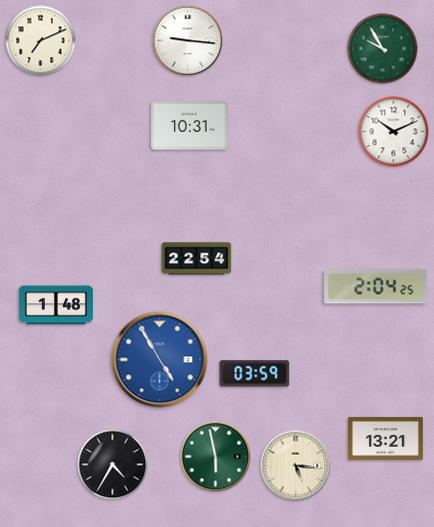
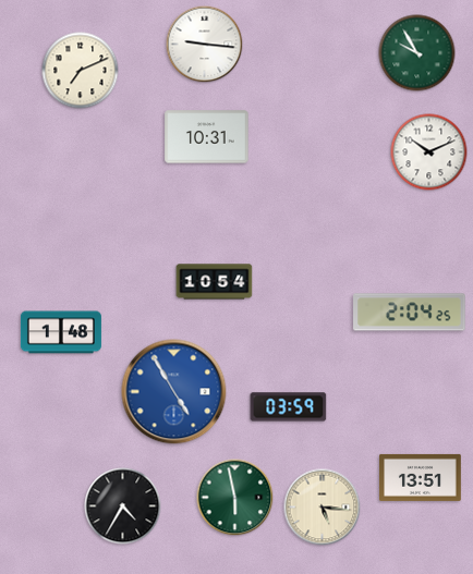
clock at (41, 41) position: (41, 41) -> (81, 71)
clock at (394, 132) position: (394, 132) -> (429, 152)
clock at (197, 259): 22:54 -> 10:54
clock at (255, 374) position: (255, 374) -> (289, 407)
clock at (386, 438): 13:21 -> 13:51
